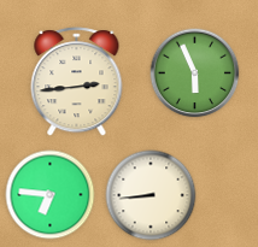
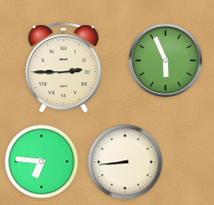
clock at (195, 73) position: (195, 73) -> (166, 61)
clock at (77, 82): 2:44 -> 2:45
